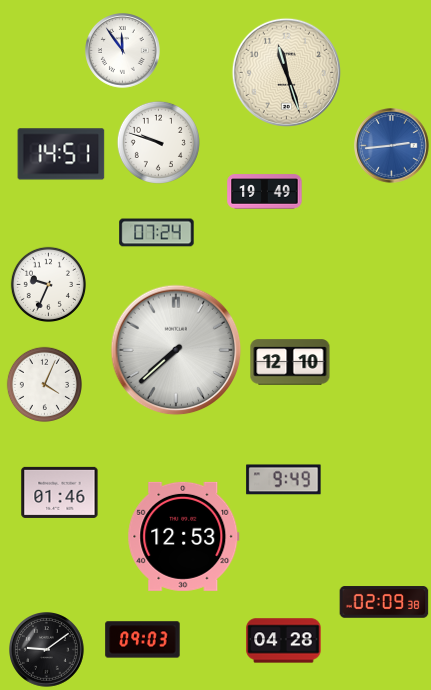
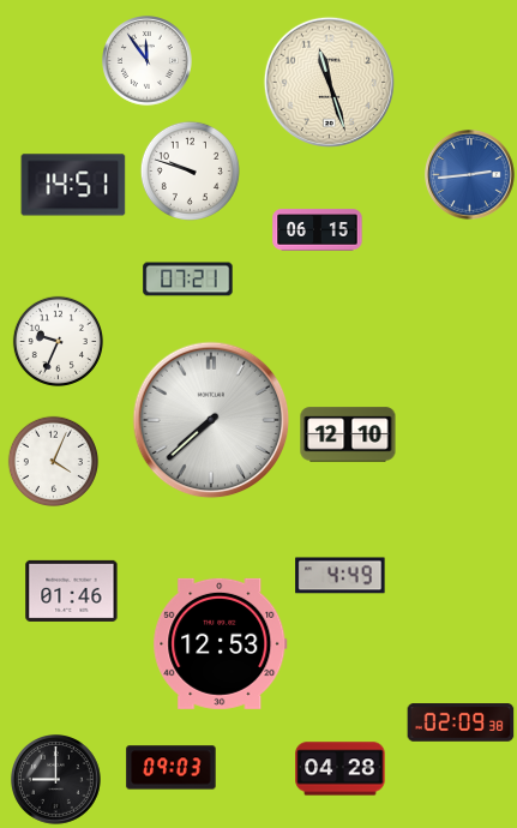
clock at (286, 72) position: (286, 72) -> (329, 82)
clock at (265, 192): 19:49 -> 06:15
clock at (157, 233): 07:24 -> 07:21
clock at (284, 480): 9:49 -> 4:49
clock at (47, 650): 9:09 -> 9:00
